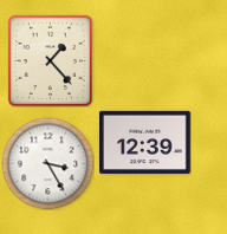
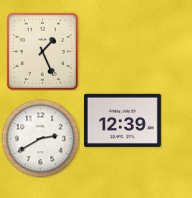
clock at (50, 60): 1:23 -> 1:26
clock at (47, 163): 3:25 -> 2:40
